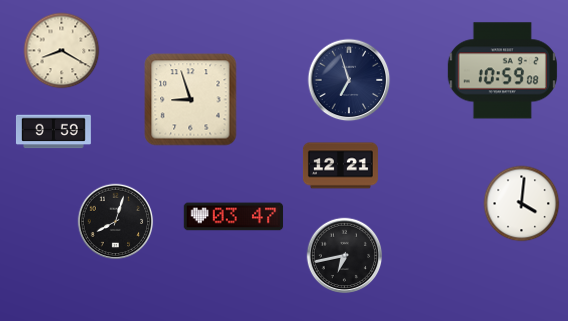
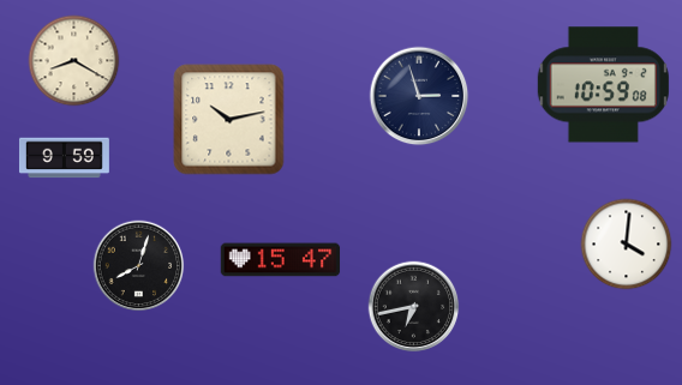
clock at (349, 80): 6:57 -> 2:57
clock at (191, 100): 8:57 -> 10:13
clock at (340, 166): 12:21 -> none
clock at (234, 217): 03:47 -> 15:47
